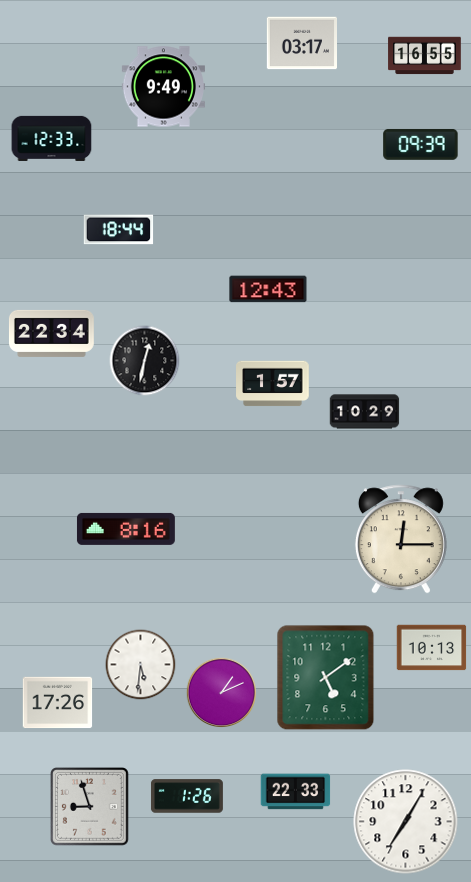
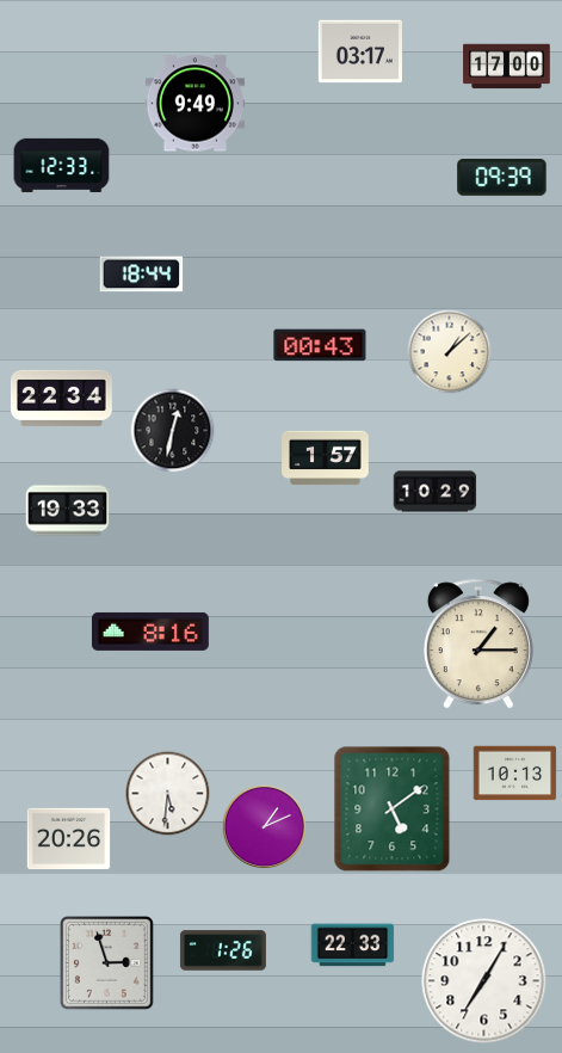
clock at (425, 56): 16:55 -> 17:00
clock at (421, 145) position: (421, 145) -> (502, 178)
clock at (268, 289): 12:43 -> 00:43
clock at (450, 352): none -> 1:08
clock at (68, 511): none -> 19:33
clock at (401, 539): 12:15 -> 1:15
clock at (326, 678) position: (326, 678) -> (393, 809)
clock at (58, 703): 17:26 -> 20:26
clock at (90, 807): 8:57 -> 2:57
